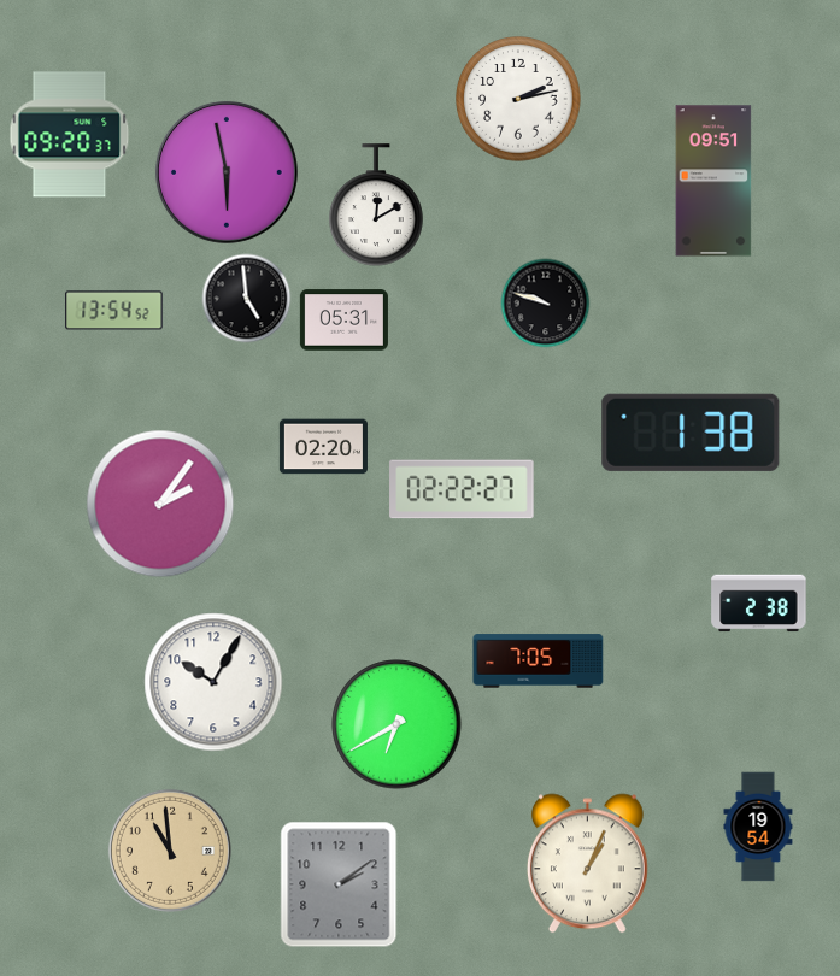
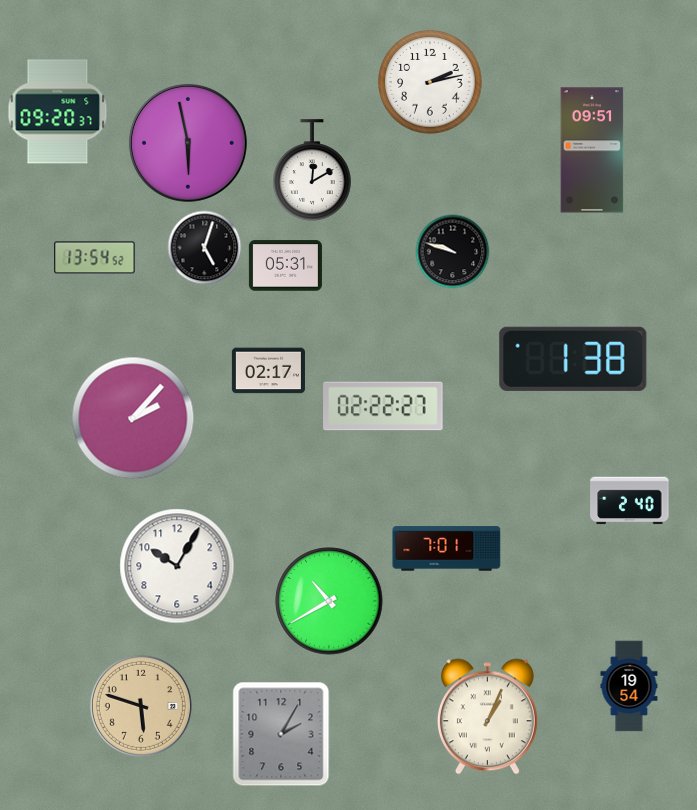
clock at (247, 299): 4:59 -> 5:03
clock at (323, 447): 02:20 -> 02:17
clock at (160, 504): 2:06 -> 2:07
clock at (759, 604): 2:38 -> 2:40
clock at (539, 662): 7:05 -> 7:01
clock at (396, 724): 6:40 -> 10:40
clock at (170, 851): 10:59 -> 5:48
clock at (339, 884): 2:09 -> 2:05
